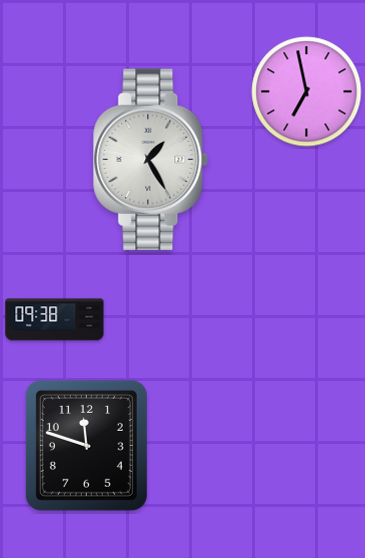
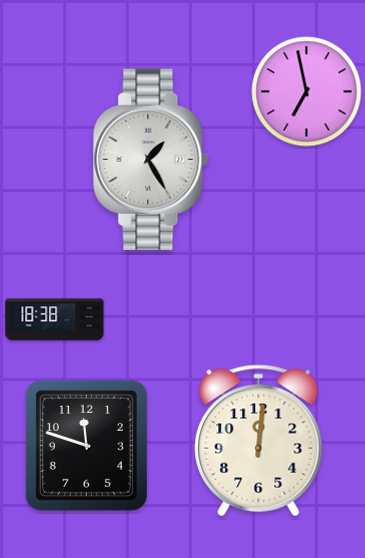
clock at (55, 320): 09:38 -> 18:38
clock at (259, 441): none -> 12:01
